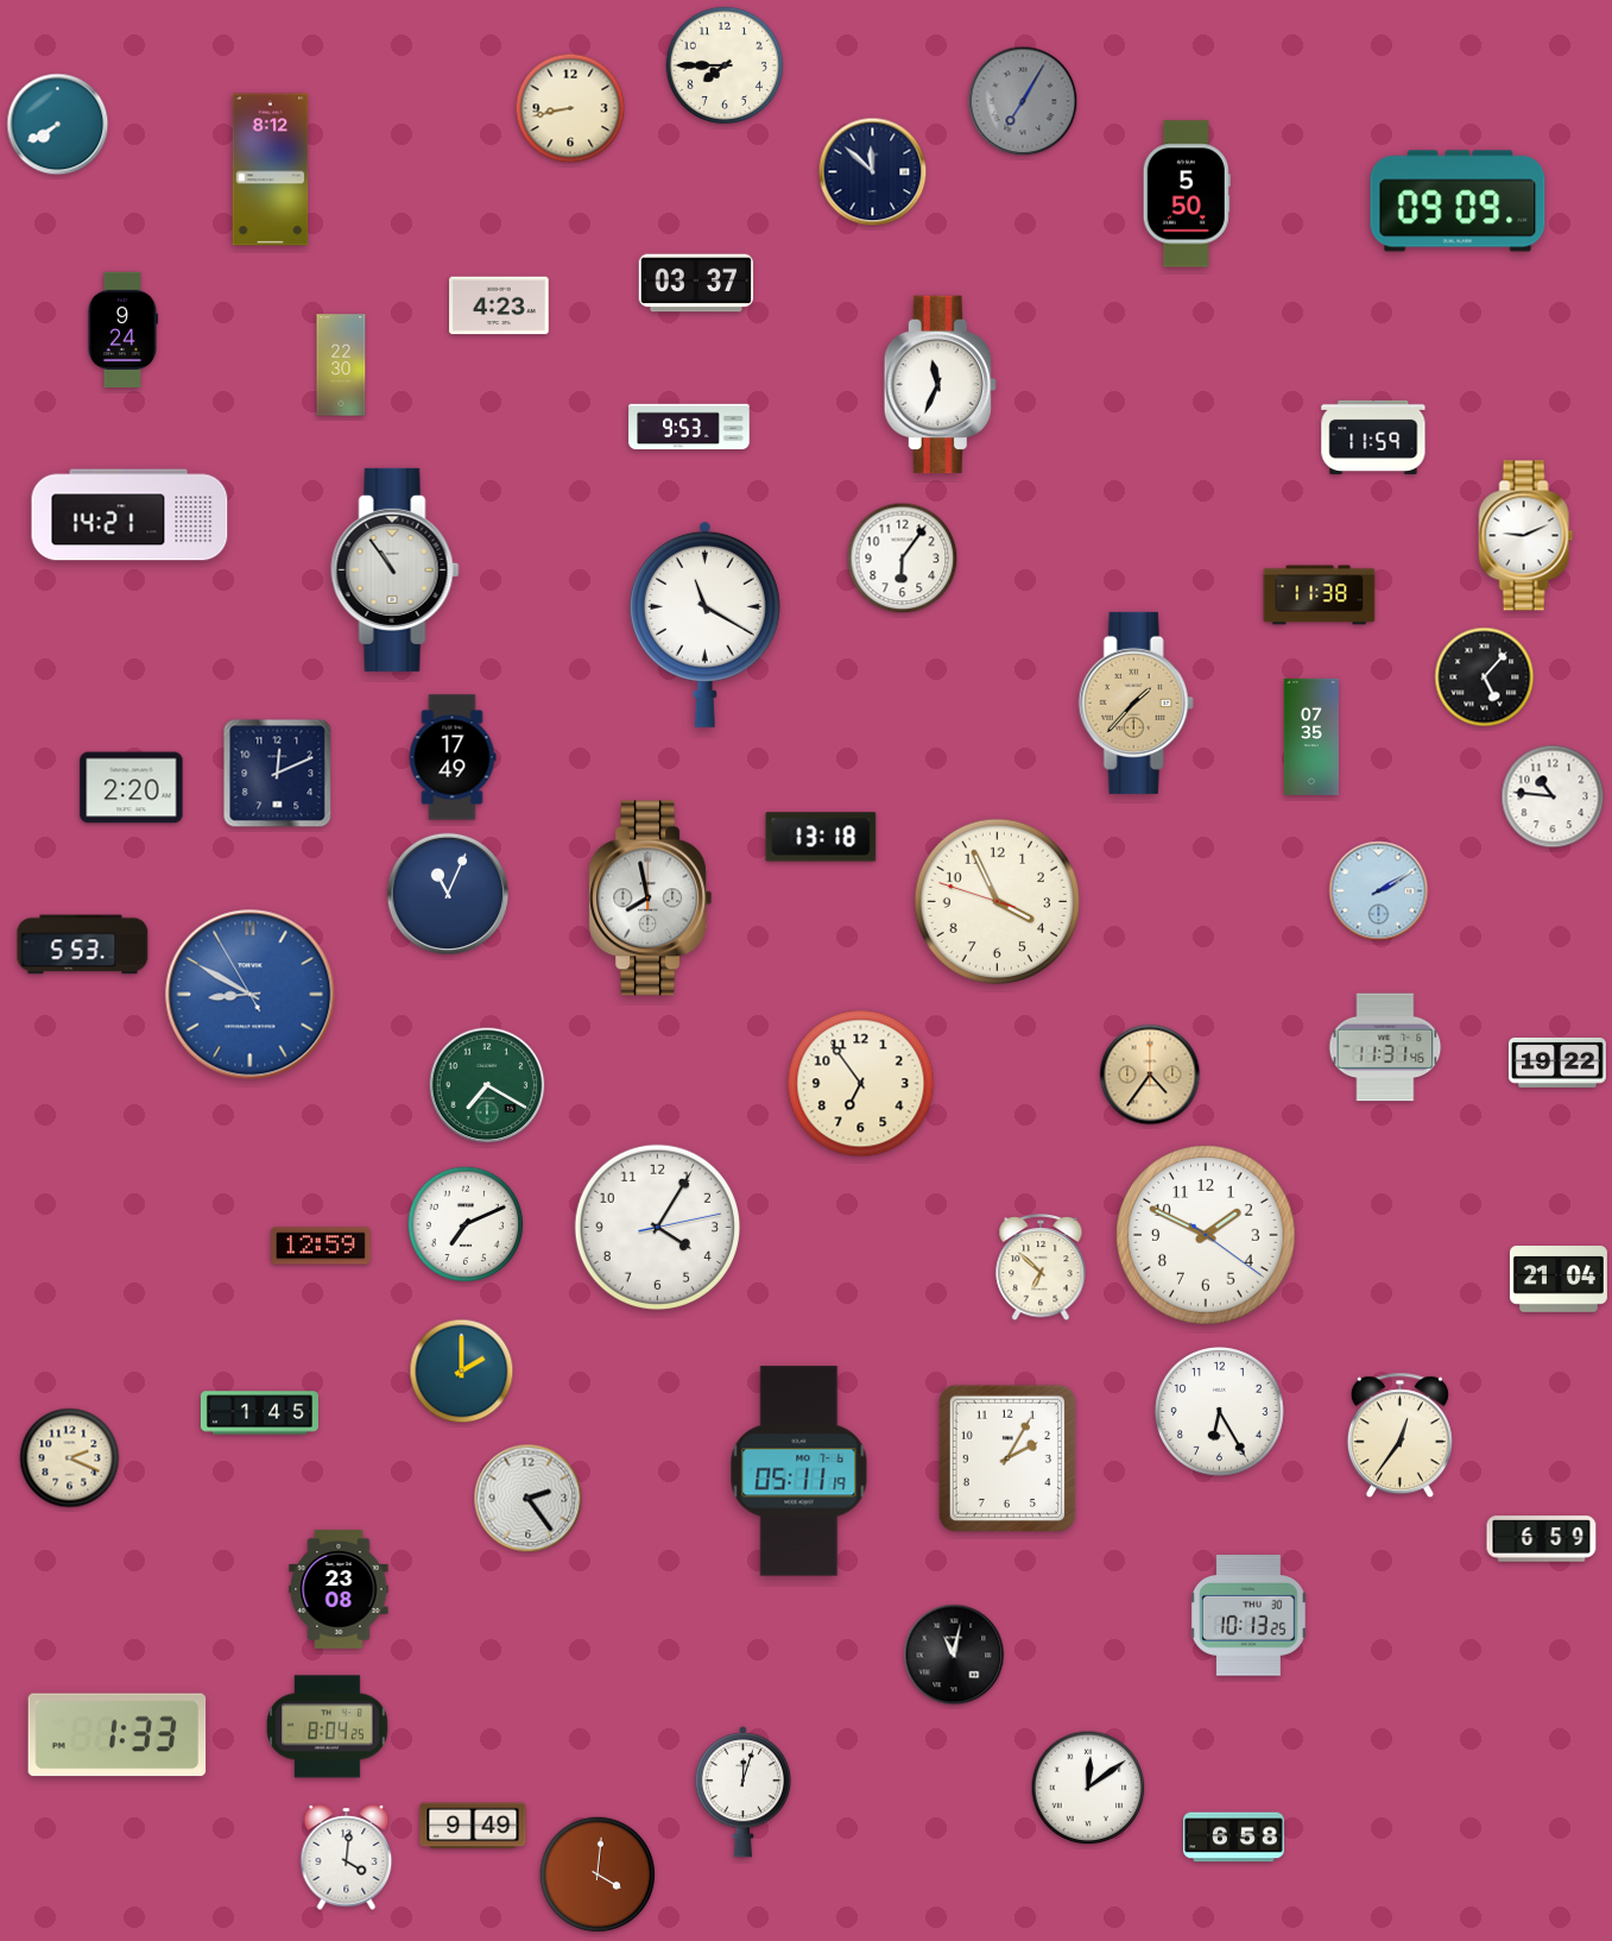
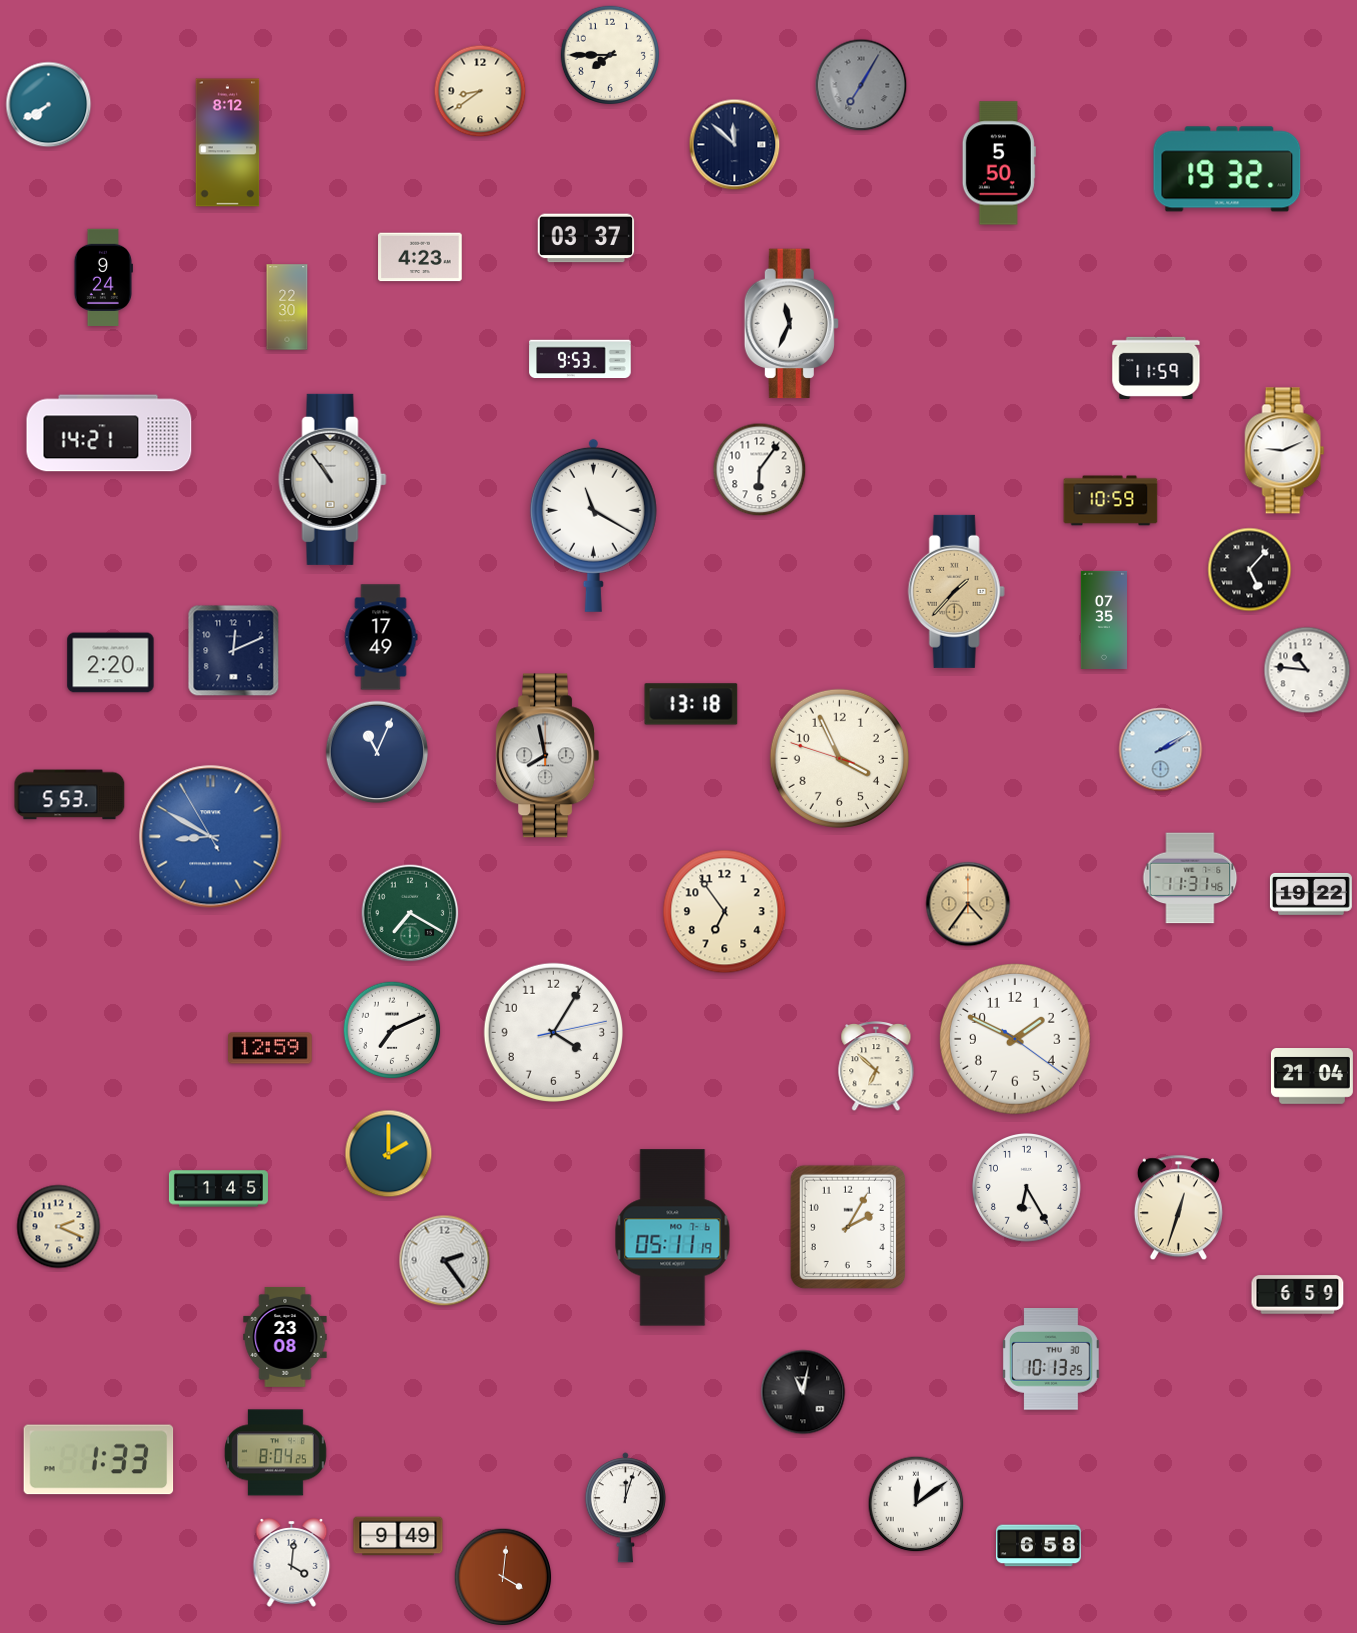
clock at (570, 108): 8:43 -> 8:39
clock at (1458, 201): 09:09 -> 19:32
clock at (1320, 595): 11:38 -> 10:59
clock at (1385, 1047) position: (1385, 1047) -> (1190, 878)
clock at (1399, 1436): 12:36 -> 12:33
